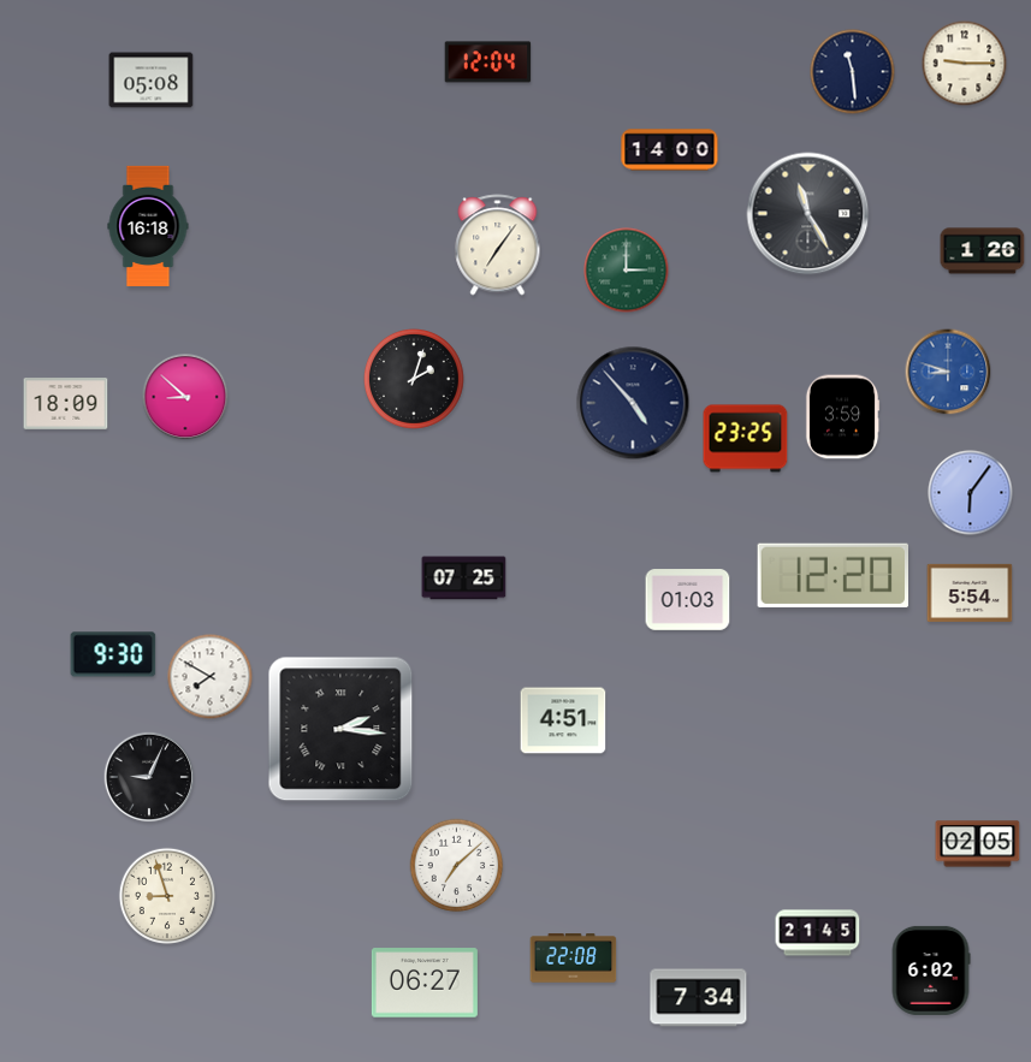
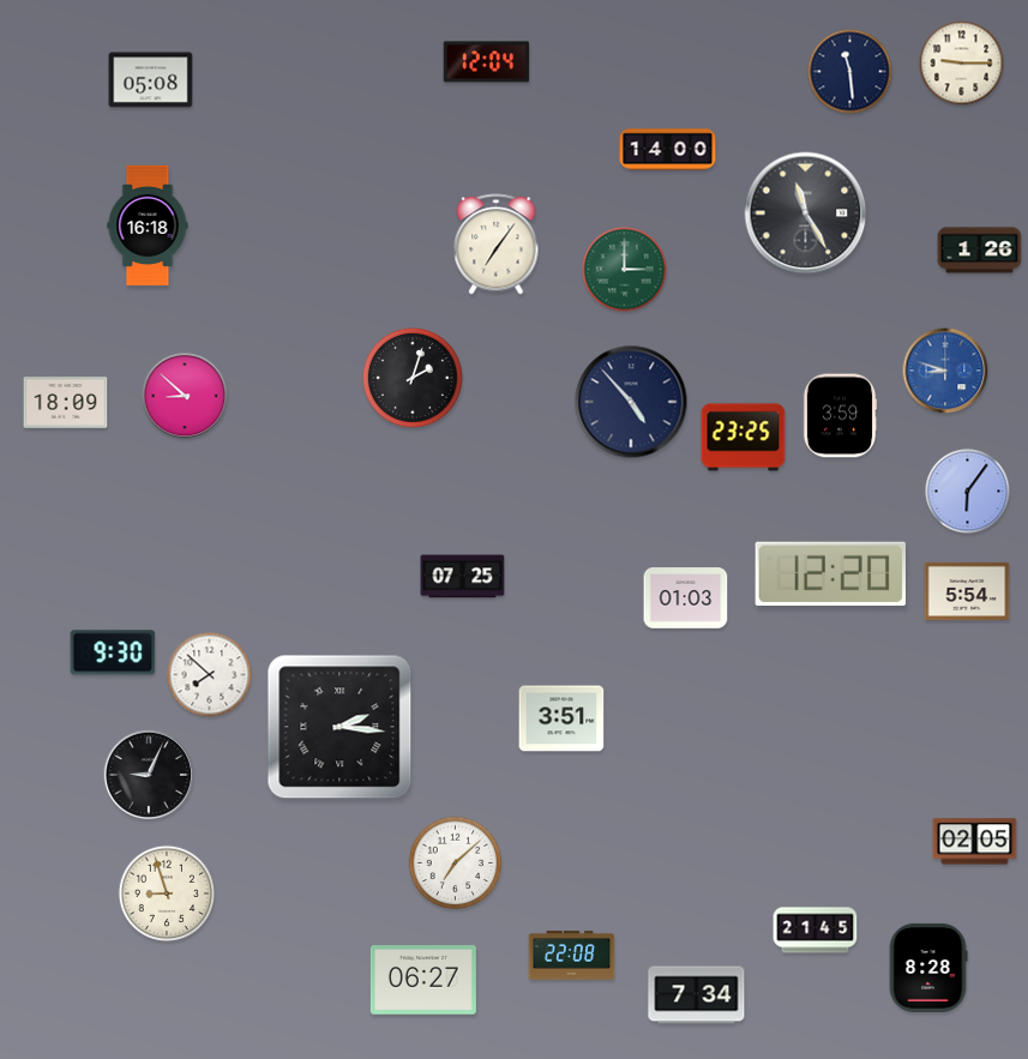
clock at (211, 677): 7:50 -> 7:52
clock at (563, 720): 4:51 -> 3:51
clock at (931, 971): 6:02 -> 8:28
